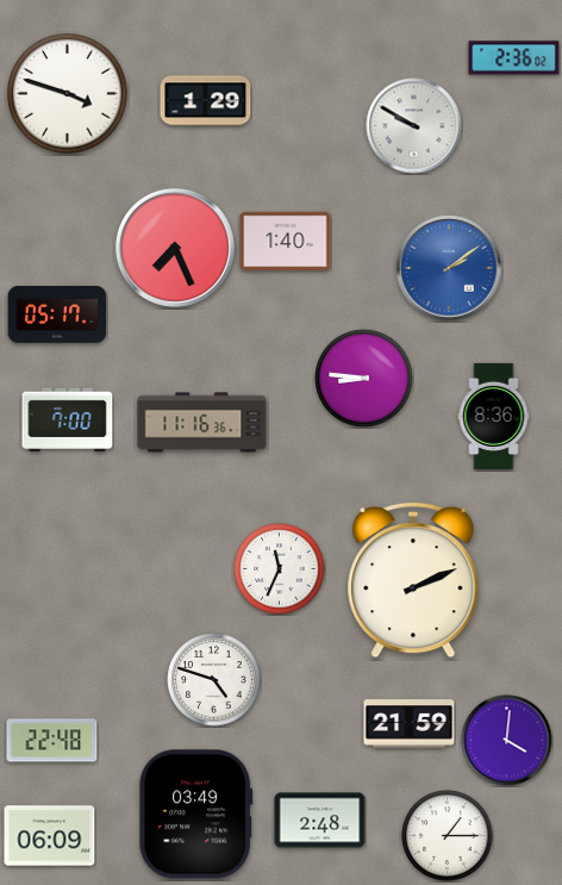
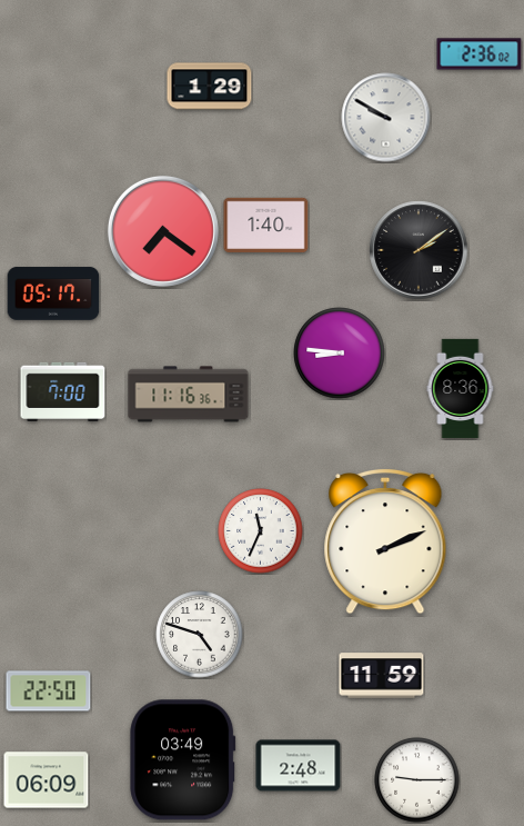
clock at (68, 94): 3:48 -> none
clock at (206, 101) position: (206, 101) -> (210, 87)
clock at (175, 248): 7:26 -> 7:21
clock at (449, 268) dial: blue -> black
clock at (410, 724): 21:59 -> 11:59
clock at (52, 741): 22:48 -> 22:50
clock at (507, 741): 4:01 -> none
clock at (448, 836): 1:15 -> 9:15
